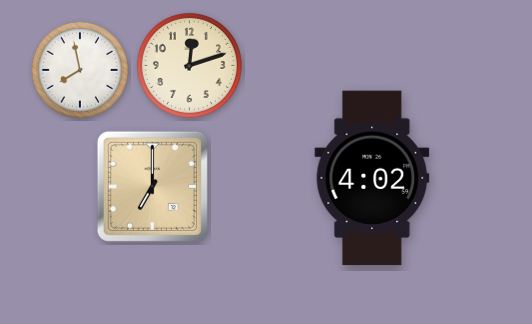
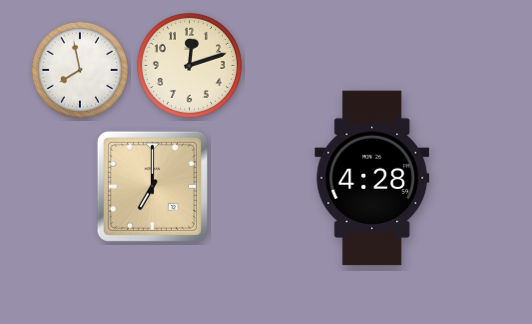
clock at (372, 178): 4:02 -> 4:28
